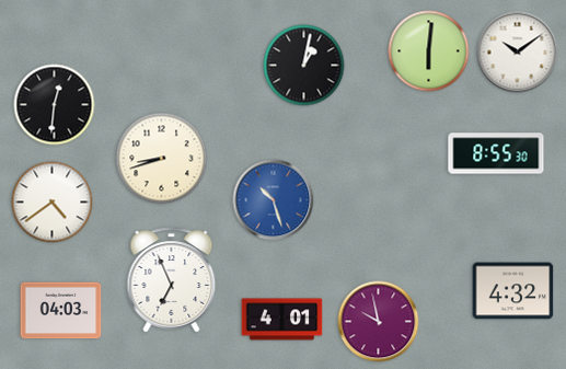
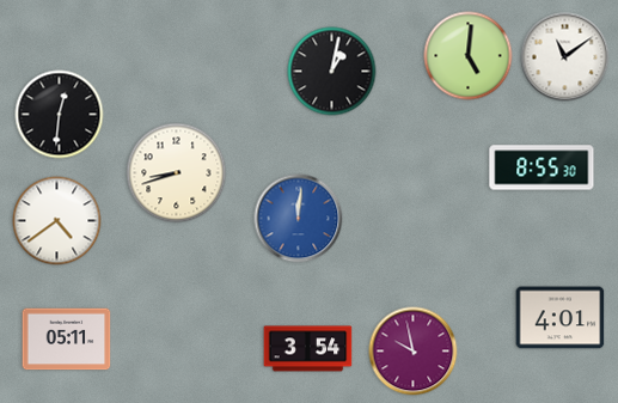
clock at (429, 51): 6:01 -> 5:01
clock at (518, 53): 10:09 -> 11:09
clock at (274, 200): 10:27 -> 12:01
clock at (172, 280): 6:56 -> none
clock at (513, 291): 4:32 -> 4:01
clock at (61, 311): 04:03 -> 05:11
clock at (282, 320): 4:01 -> 3:54
